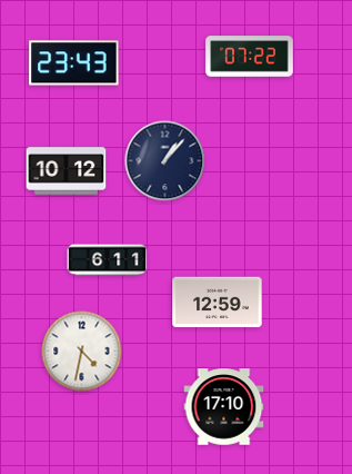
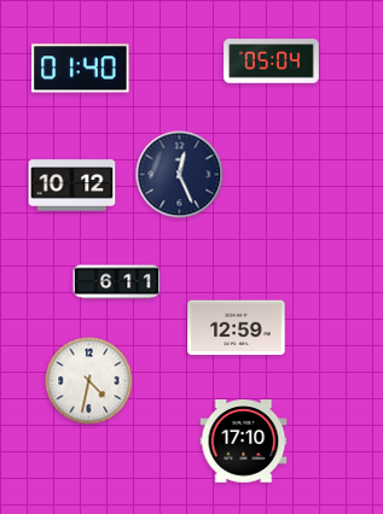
clock at (250, 57): 07:22 -> 05:04
clock at (74, 63): 23:43 -> 01:40
clock at (165, 161): 1:07 -> 12:26
